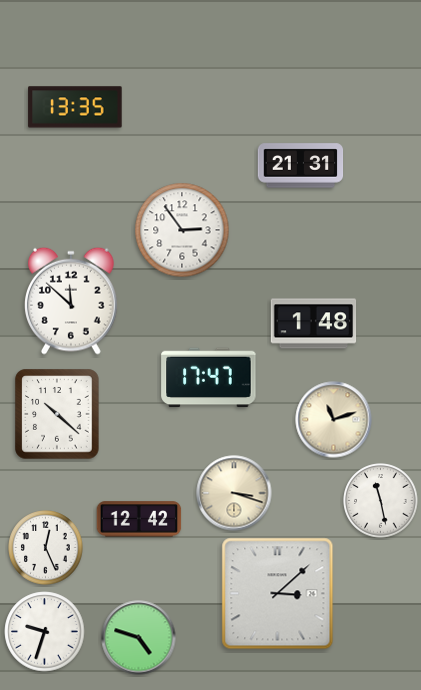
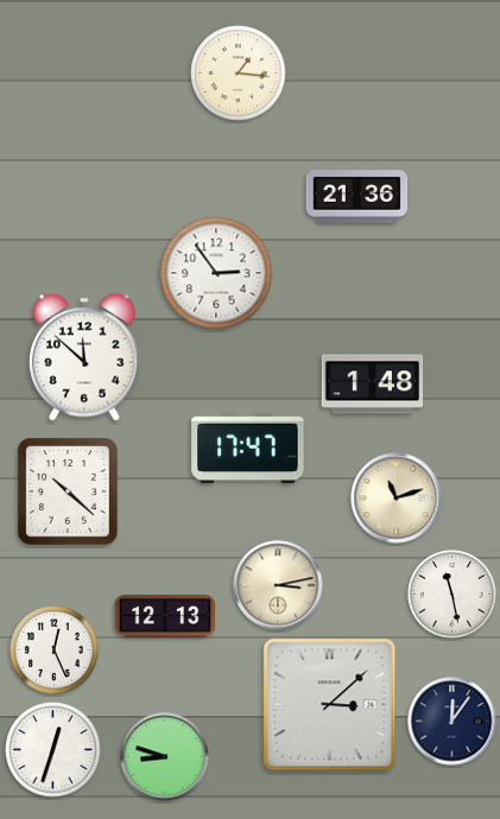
clock at (239, 74): none -> 1:16
clock at (75, 107): 13:35 -> none
clock at (301, 166): 21:31 -> 21:36
clock at (234, 493): 3:18 -> 3:13
clock at (139, 519): 12:42 -> 12:13
clock at (452, 722): none -> 12:06
clock at (45, 632): 9:33 -> 12:33
clock at (139, 638): 4:48 -> 8:48
